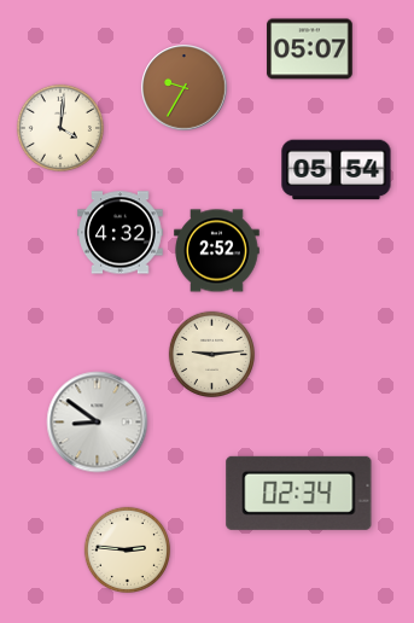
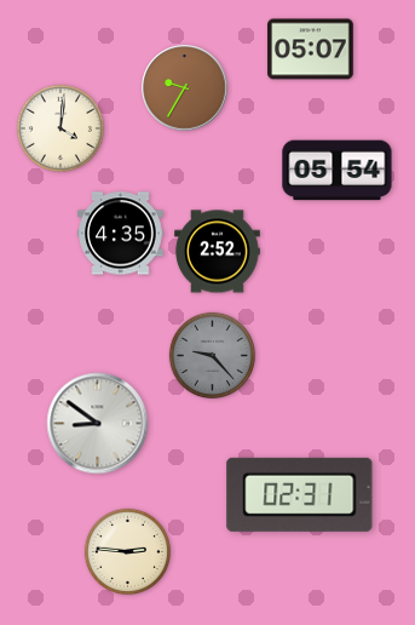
clock at (121, 233): 4:32 -> 4:35
clock at (211, 354): 9:14 -> 9:23
clock at (211, 354) dial: cream -> grey
clock at (299, 493): 02:34 -> 02:31
